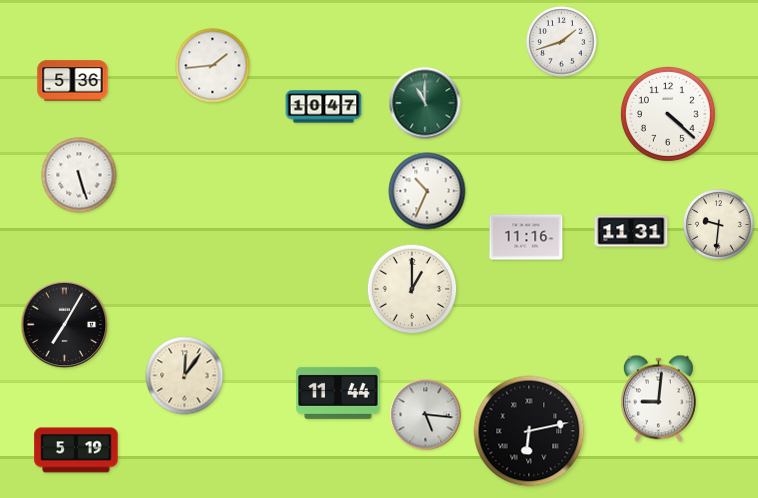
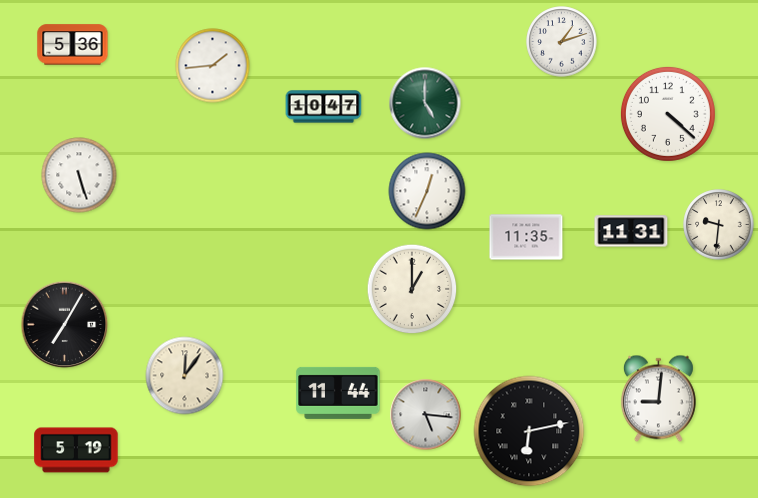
clock at (562, 42): 1:42 -> 1:12
clock at (73, 81) position: (73, 81) -> (73, 45)
clock at (425, 103): 11:00 -> 5:00
clock at (427, 191): 10:34 -> 12:34
clock at (526, 237): 11:16 -> 11:35
